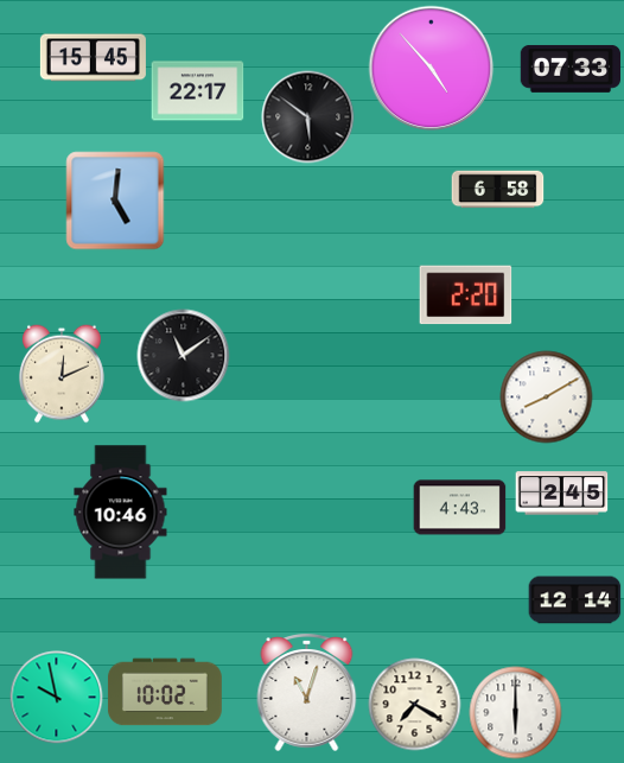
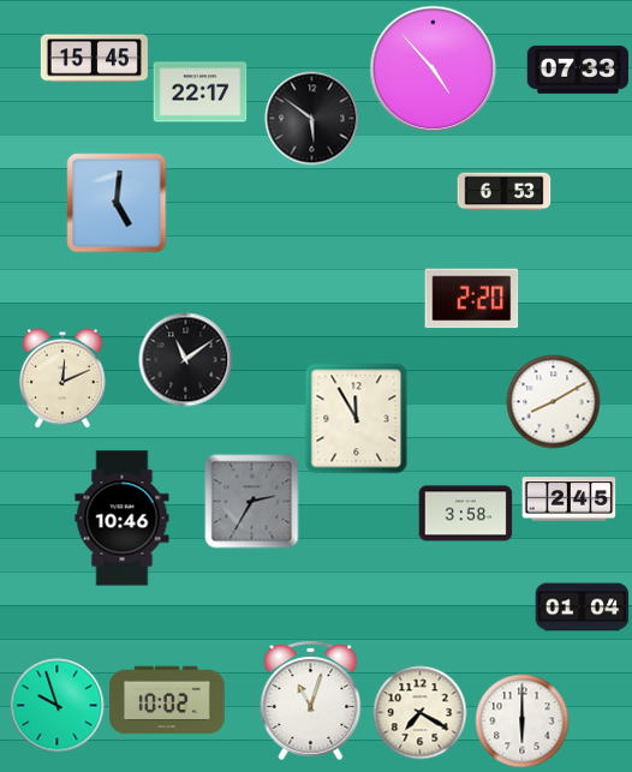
clock at (431, 68) position: (431, 68) -> (433, 68)
clock at (497, 190): 6:58 -> 6:53
clock at (357, 418): none -> 11:55
clock at (251, 501): none -> 2:35
clock at (459, 508): 4:43 -> 3:58
clock at (574, 600): 12:14 -> 01:04
clock at (56, 697): 9:58 -> 9:57
